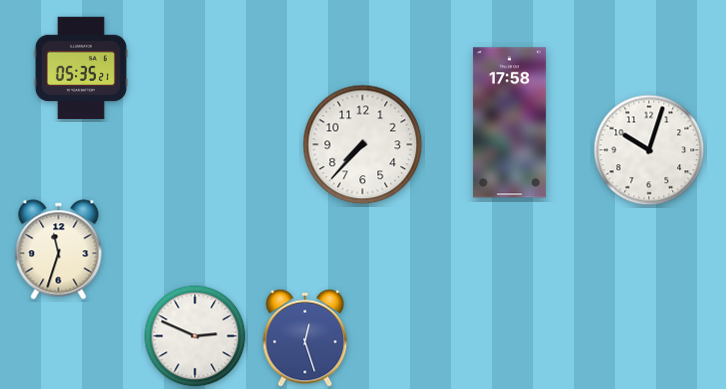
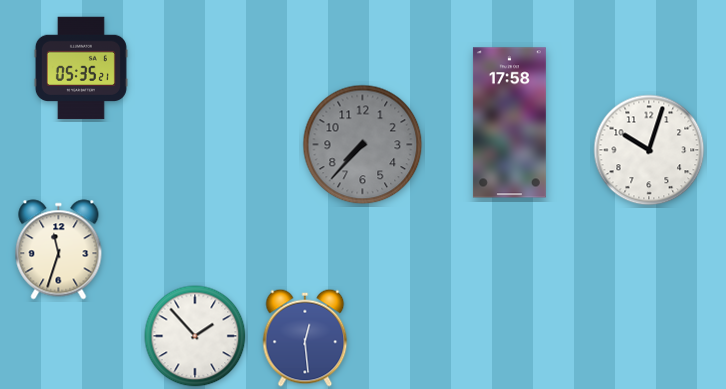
clock at (363, 145) dial: white -> grey
clock at (195, 336): 2:49 -> 1:53
clock at (305, 338): 12:27 -> 12:29
